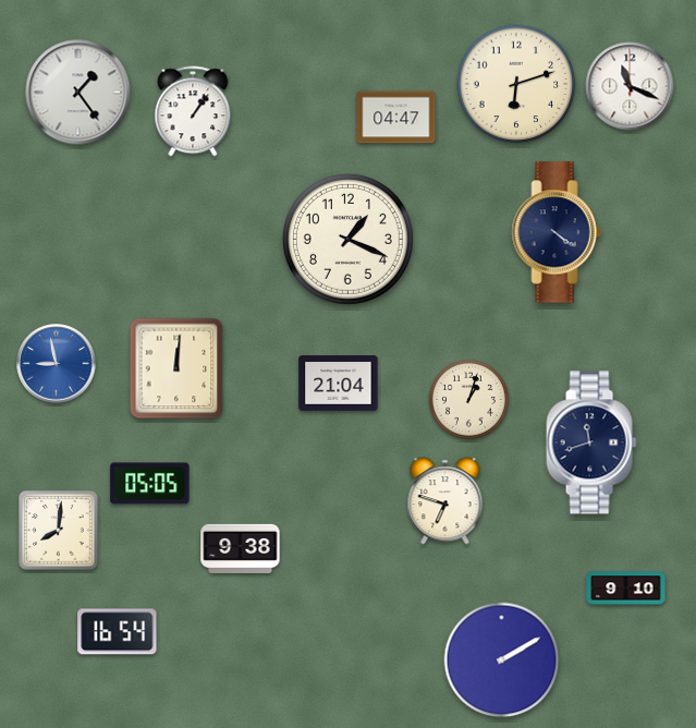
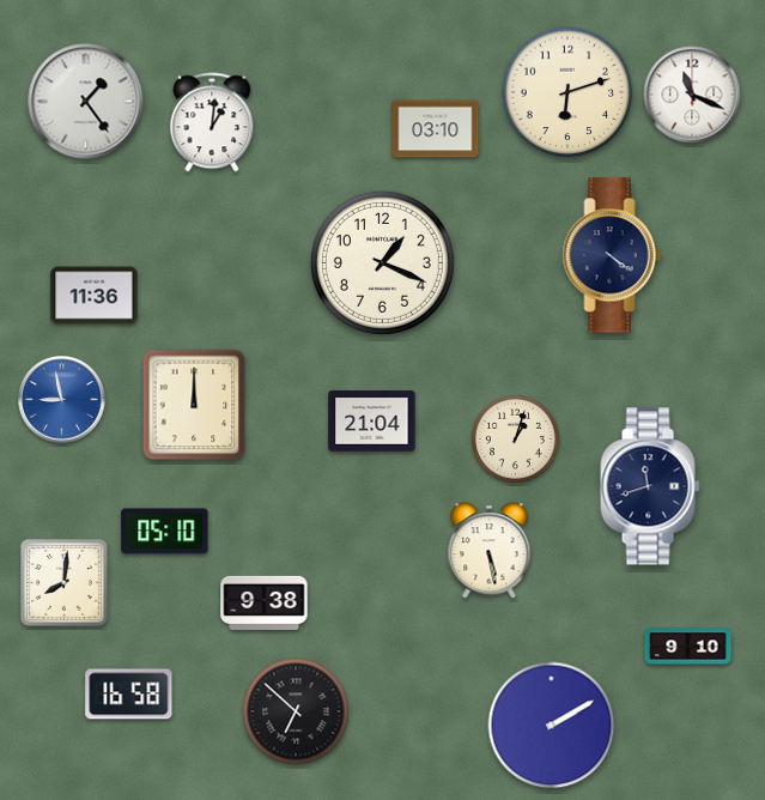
clock at (193, 111): 1:06 -> 1:01
clock at (396, 118): 04:47 -> 03:10
clock at (95, 296): none -> 11:36
clock at (176, 368): 12:01 -> 12:00
clock at (150, 484): 05:05 -> 05:10
clock at (445, 501): 6:48 -> 5:28
clock at (118, 632): 16:54 -> 16:58
clock at (296, 711): none -> 6:52
